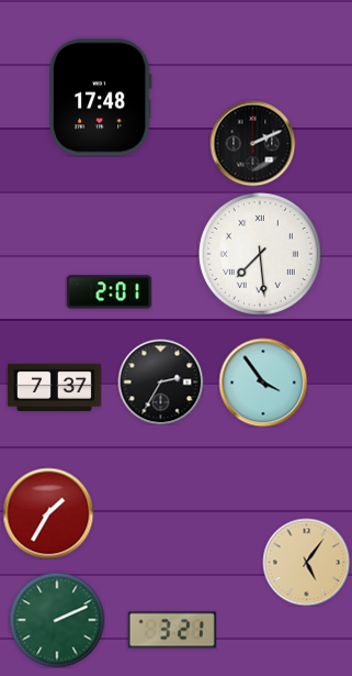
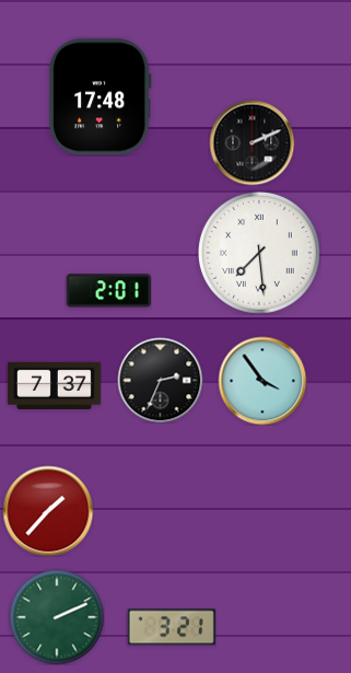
clock at (160, 381): 2:35 -> 2:34
clock at (48, 513): 1:35 -> 1:37
clock at (306, 562): 5:06 -> none
